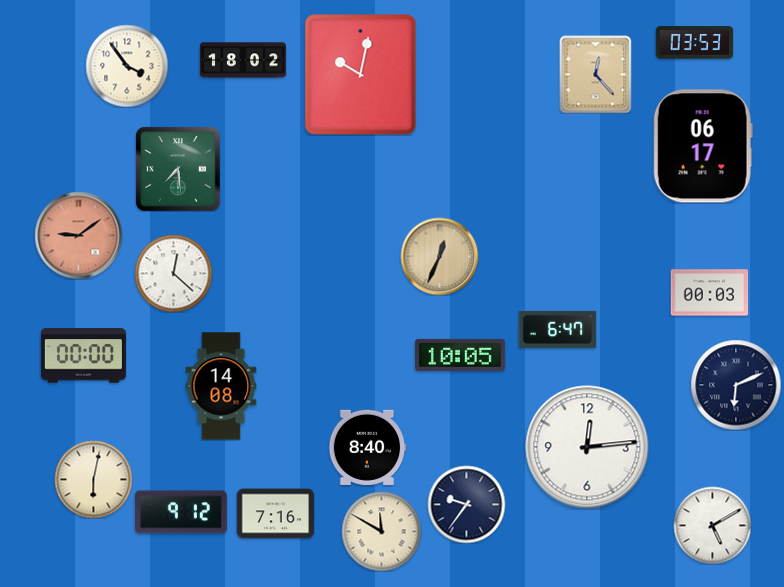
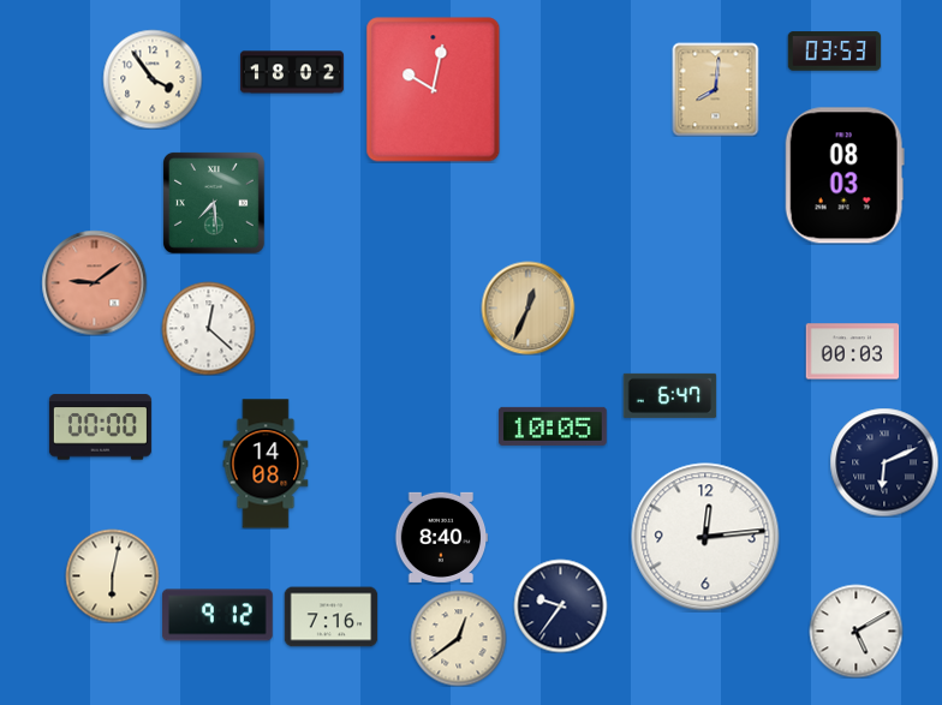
clock at (596, 74): 12:23 -> 8:01
clock at (703, 146): 06:17 -> 08:03
clock at (381, 531): 11:50 -> 12:39
